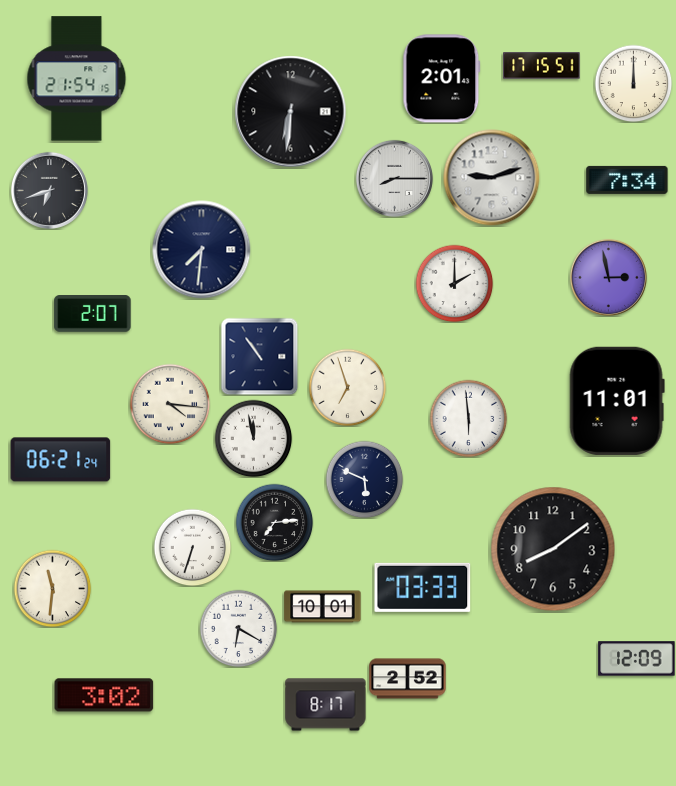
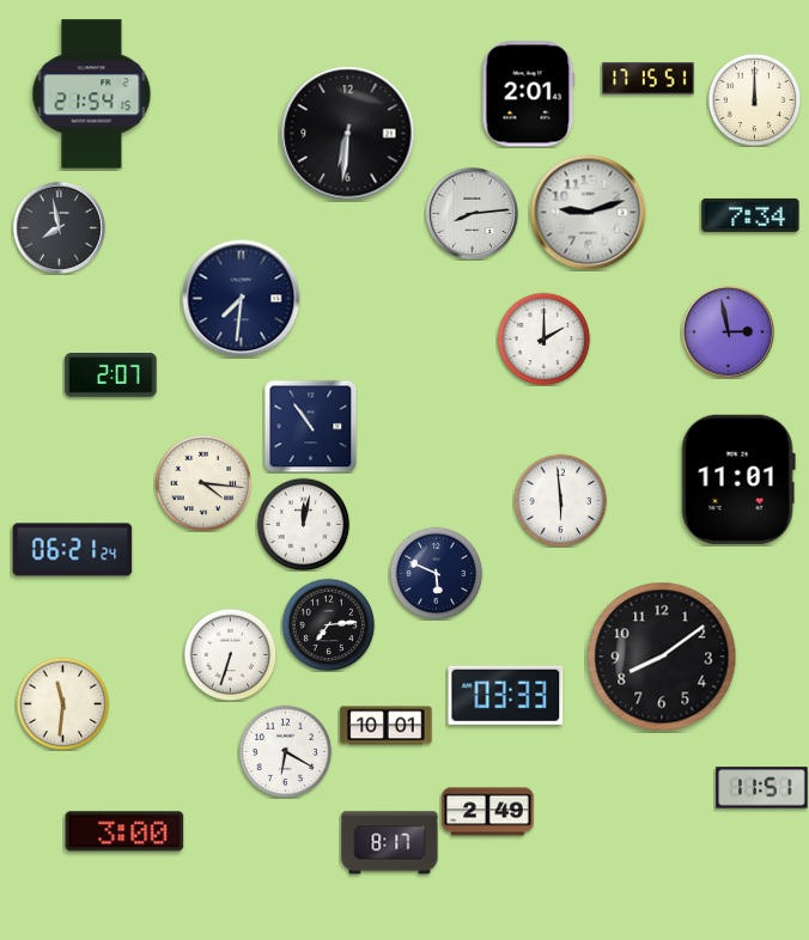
clock at (633, 83) position: (633, 83) -> (754, 99)
clock at (394, 178): 8:15 -> 8:14
clock at (49, 190): 6:42 -> 7:58
clock at (347, 387): 6:57 -> none
clock at (253, 438): 11:58 -> 12:02
clock at (423, 587) position: (423, 587) -> (506, 695)
clock at (637, 659): 12:09 -> 11:51
clock at (408, 679): 2:52 -> 2:49
clock at (104, 695): 3:02 -> 3:00
